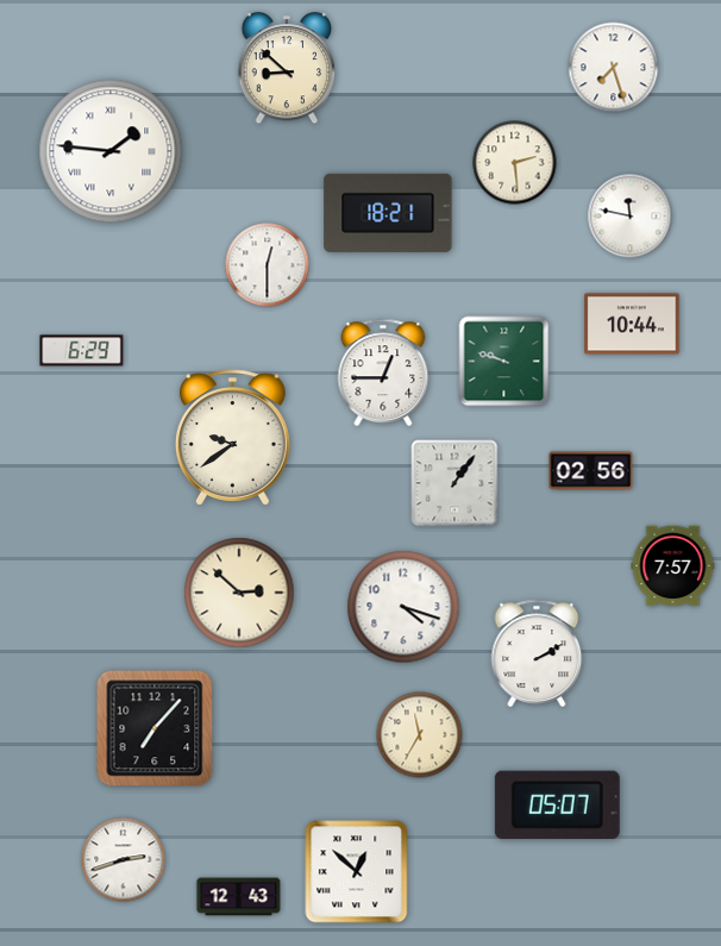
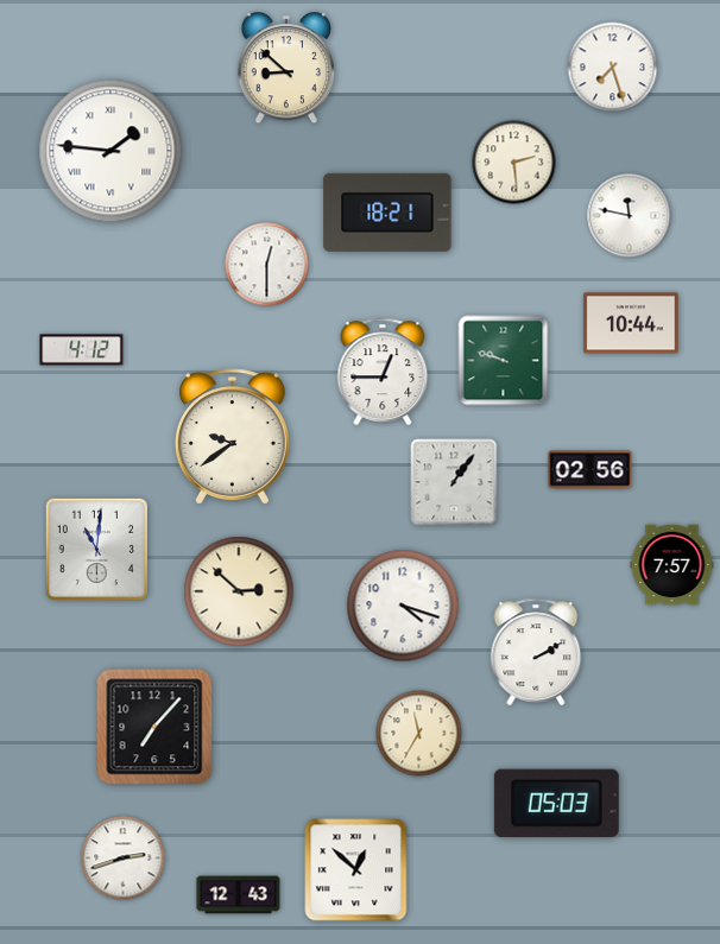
clock at (82, 351): 6:29 -> 4:12
clock at (96, 549): none -> 11:01
clock at (557, 804): 05:07 -> 05:03
